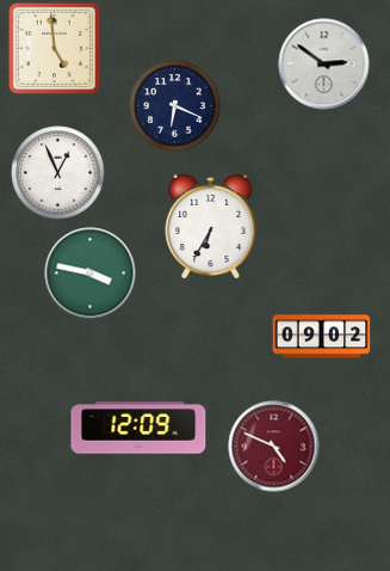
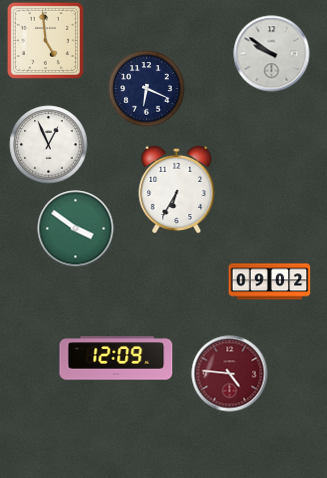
clock at (324, 65): 2:51 -> 9:51
clock at (91, 274): 3:47 -> 3:51
clock at (274, 447): 4:49 -> 4:46
